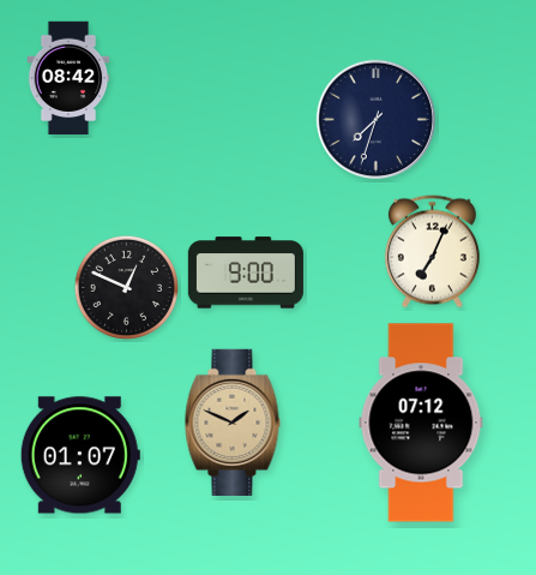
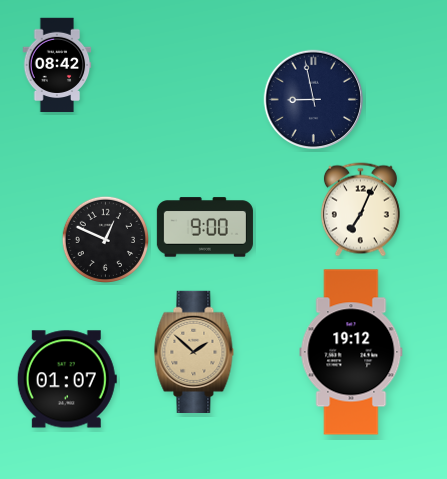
clock at (377, 120): 7:33 -> 8:58
clock at (233, 421): 1:49 -> 1:52
clock at (421, 423): 07:12 -> 19:12
